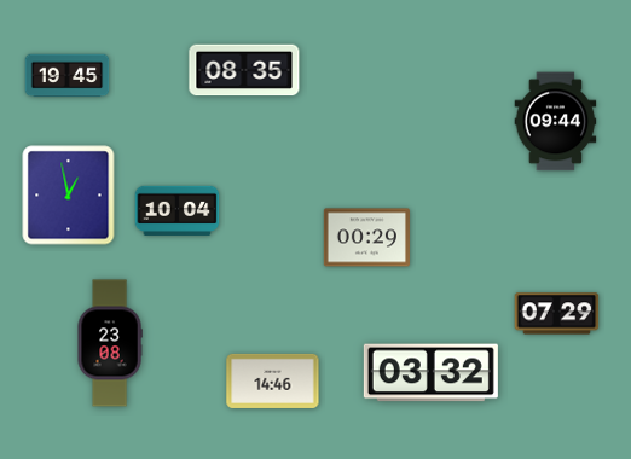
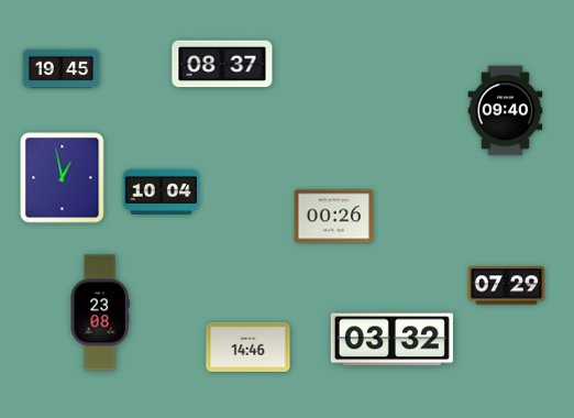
clock at (244, 70): 08:35 -> 08:37
clock at (556, 122): 09:44 -> 09:40
clock at (366, 238): 00:29 -> 00:26
